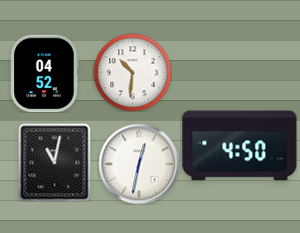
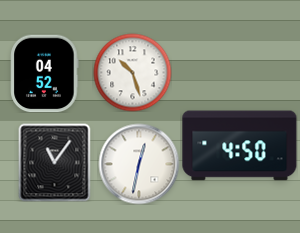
clock at (132, 72): 10:31 -> 10:27
clock at (55, 162): 11:02 -> 11:06
